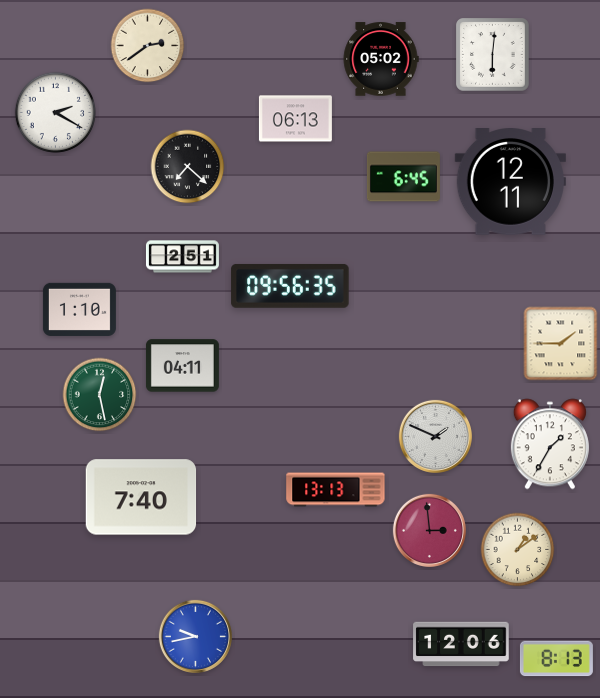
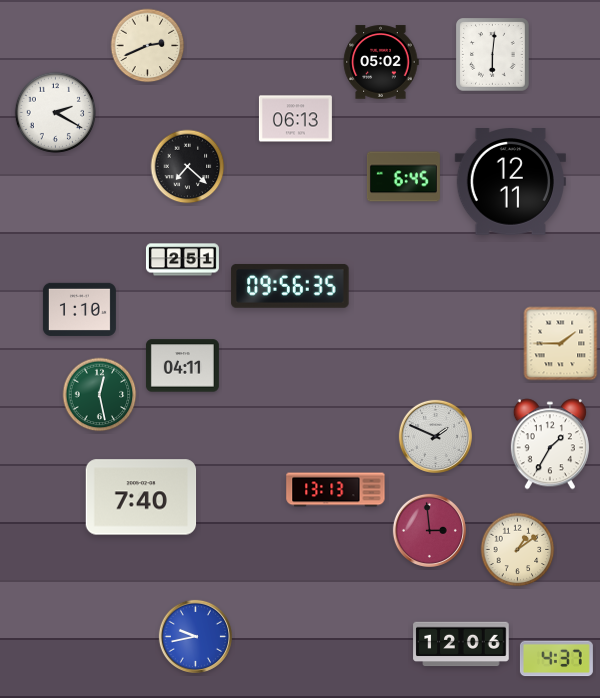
clock at (148, 46): 2:39 -> 2:41
clock at (381, 59) position: (381, 59) -> (381, 62)
clock at (182, 257) position: (182, 257) -> (182, 260)
clock at (556, 659): 8:13 -> 4:37
